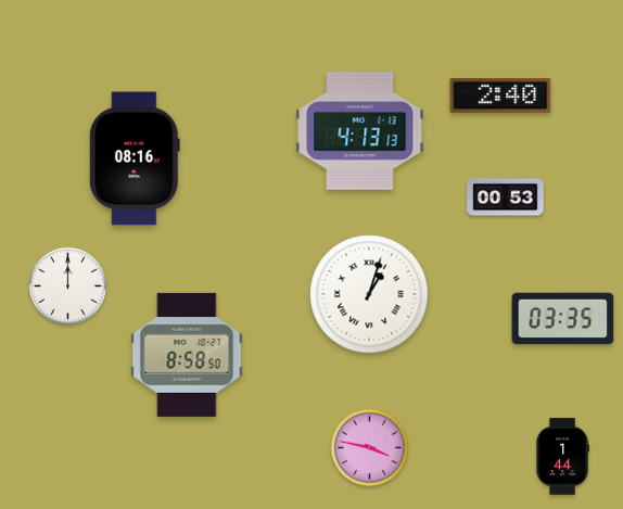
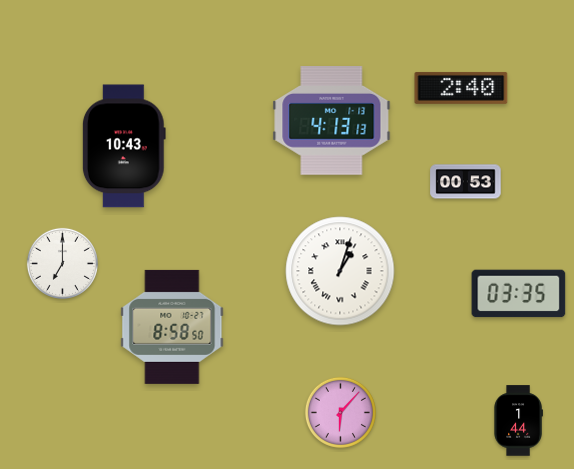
clock at (135, 158): 08:16 -> 10:43
clock at (67, 285): 12:00 -> 7:00
clock at (369, 447): 3:47 -> 6:07
